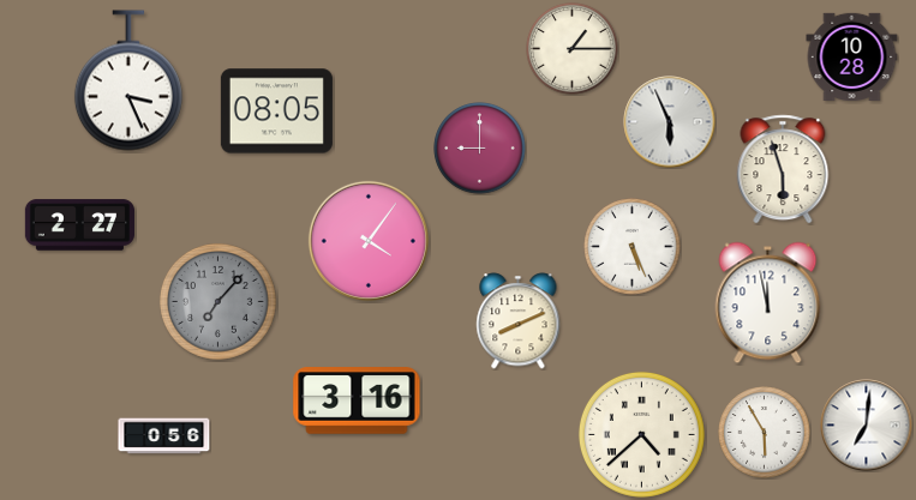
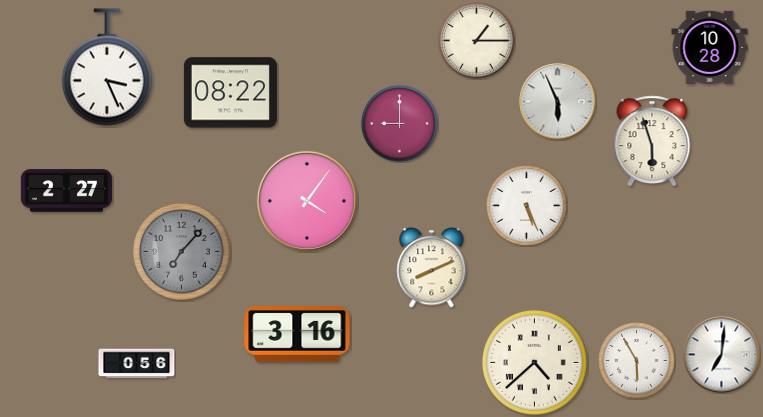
clock at (276, 112): 08:05 -> 08:22
clock at (79, 225) position: (79, 225) -> (66, 191)
clock at (768, 303): 11:58 -> none
